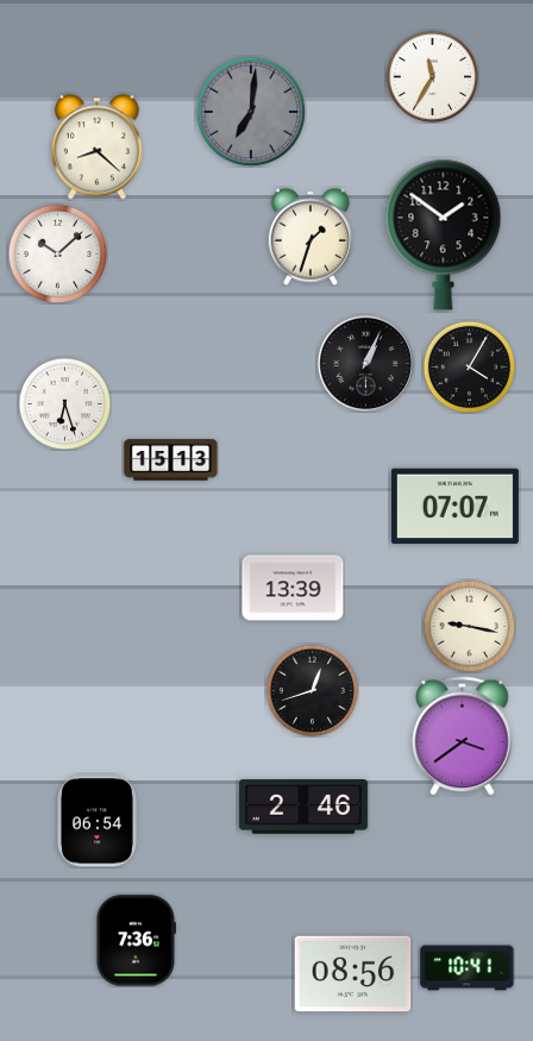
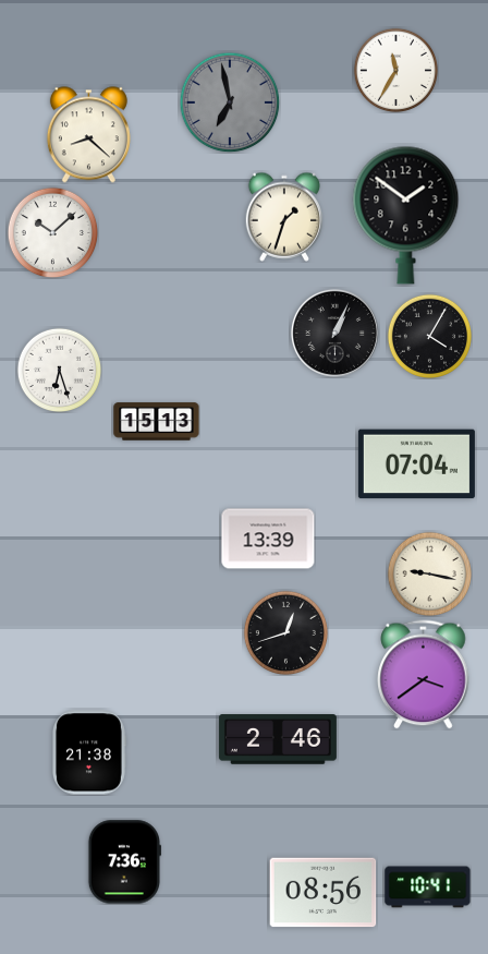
clock at (251, 112): 7:01 -> 6:58
clock at (454, 507): 07:07 -> 07:04
clock at (96, 821): 06:54 -> 21:38
